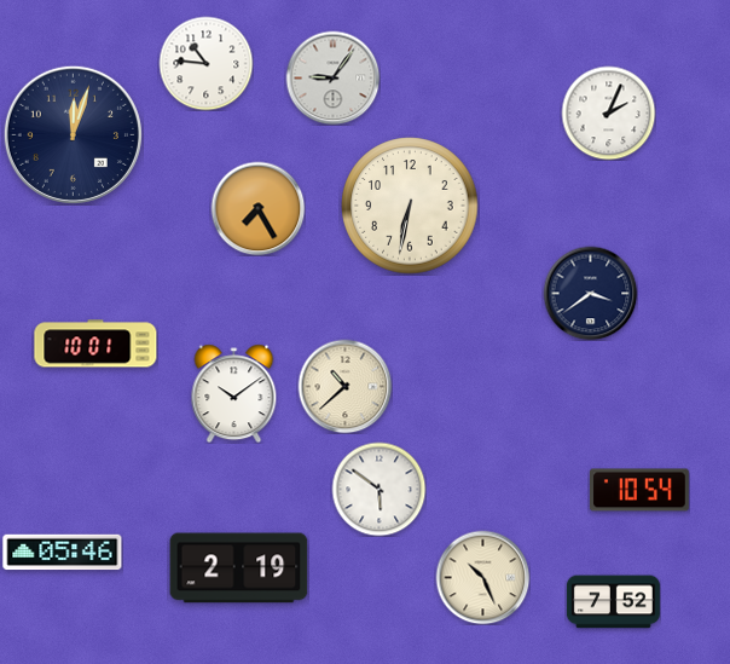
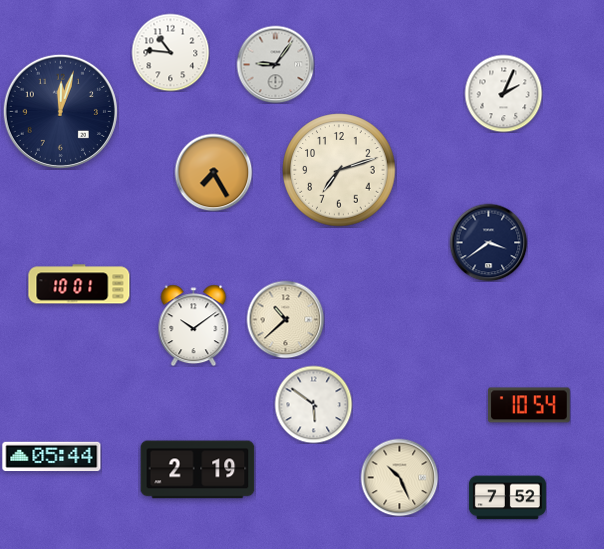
clock at (410, 206): 6:32 -> 7:12
clock at (63, 553): 05:46 -> 05:44
